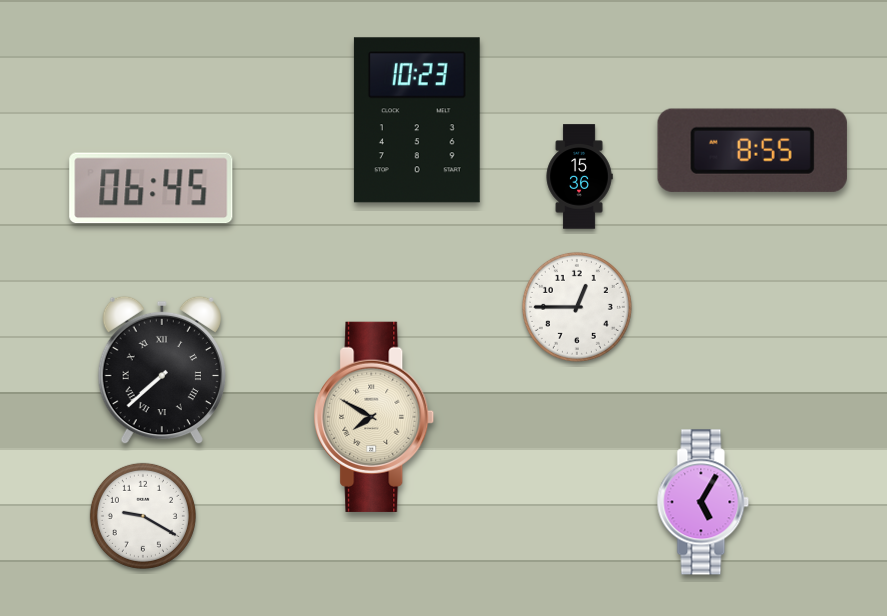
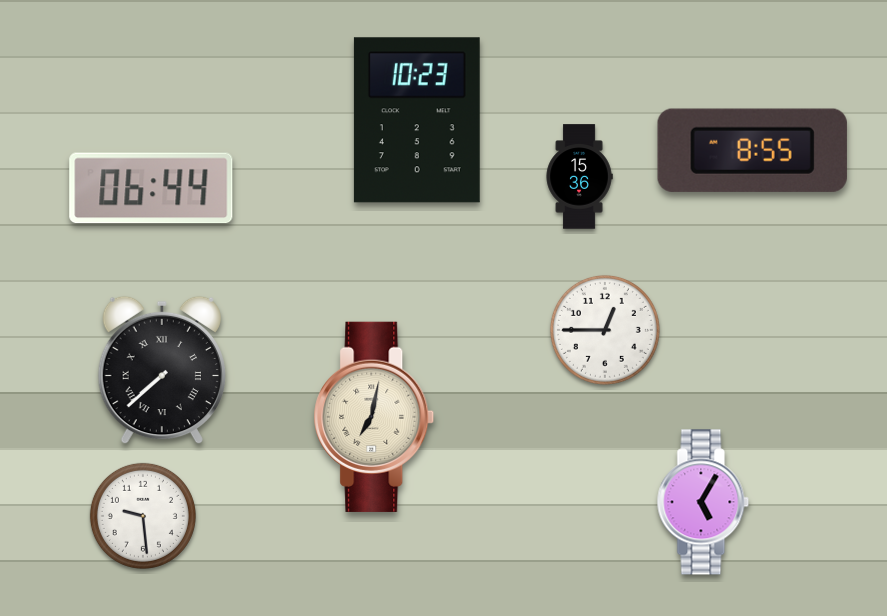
clock at (151, 188): 06:45 -> 06:44
clock at (577, 307) position: (577, 307) -> (605, 330)
clock at (374, 417): 7:50 -> 7:02
clock at (143, 516): 9:20 -> 9:29
